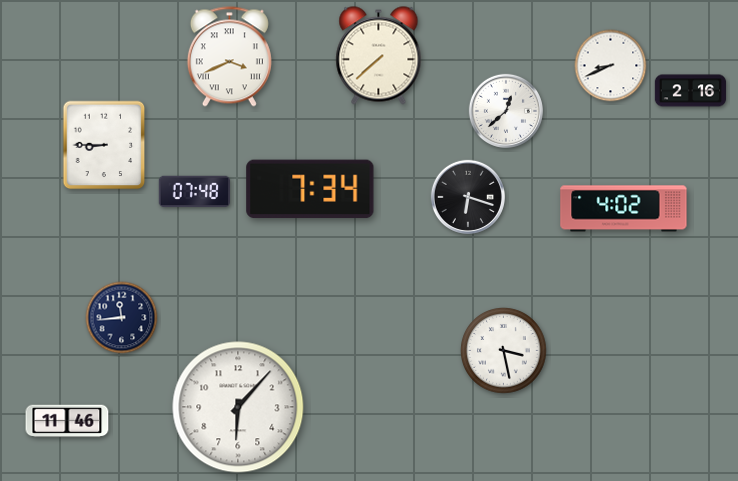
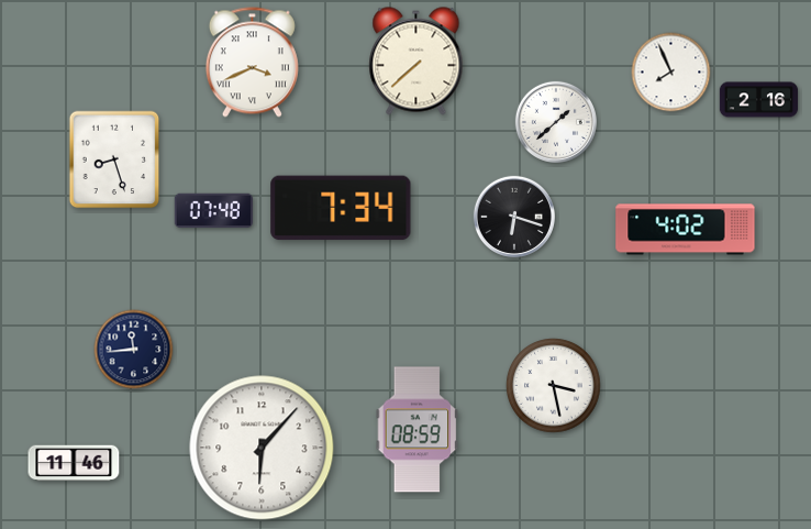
clock at (611, 66): 8:41 -> 7:56
clock at (505, 110): 12:38 -> 1:38
clock at (104, 145): 8:45 -> 8:27
clock at (418, 430): none -> 08:59
